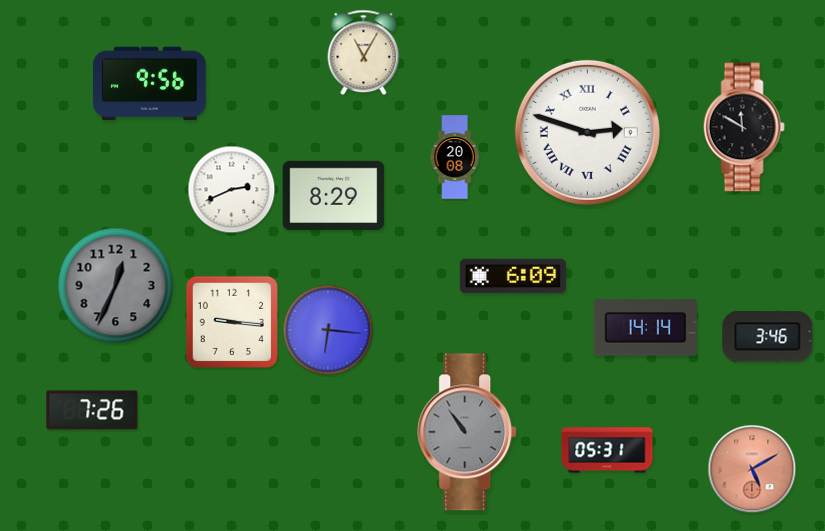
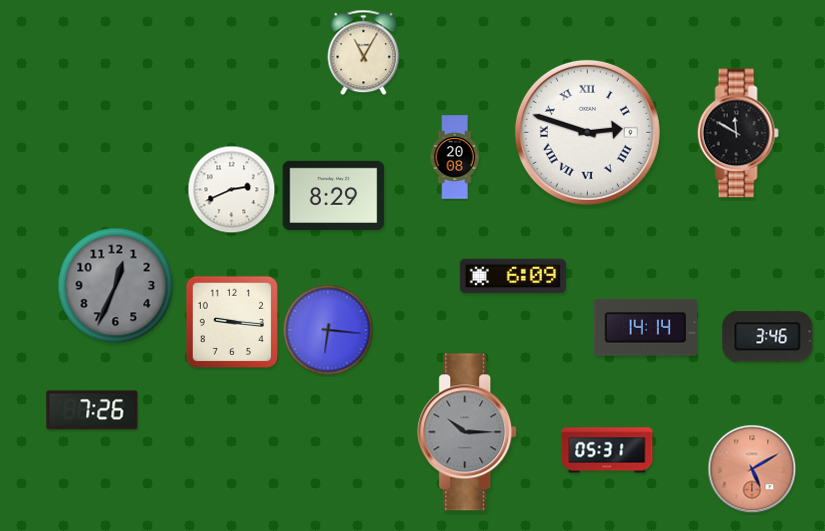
clock at (150, 84): 9:56 -> none
clock at (744, 127) position: (744, 127) -> (738, 133)
clock at (468, 432): 10:54 -> 10:15
